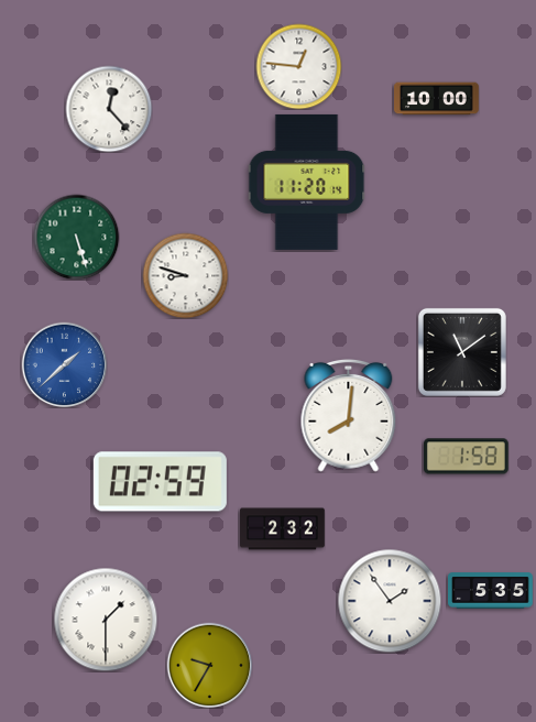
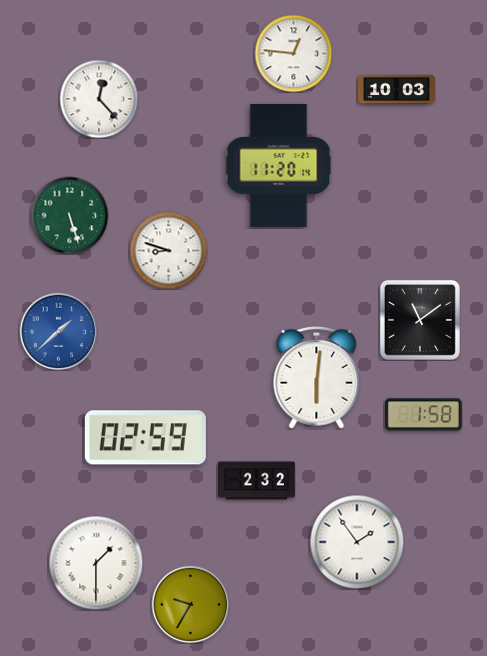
clock at (298, 66) position: (298, 66) -> (293, 53)
clock at (437, 99): 10:00 -> 10:03
clock at (349, 415): 8:01 -> 6:01
clock at (491, 591): 5:35 -> none
clock at (390, 601) position: (390, 601) -> (357, 542)
